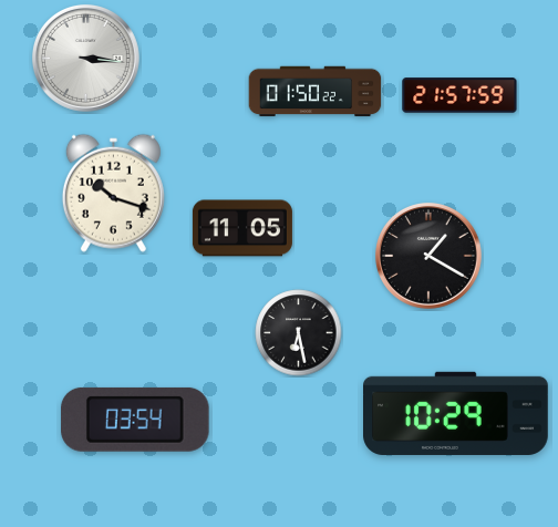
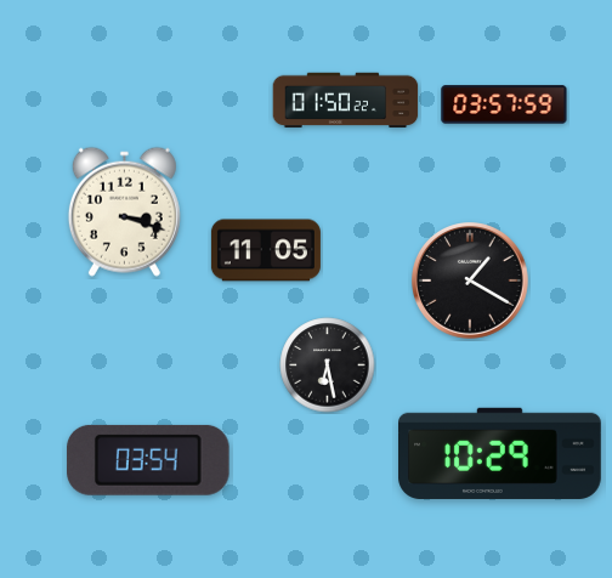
clock at (86, 59): 3:16 -> none
clock at (459, 95): 21:57 -> 03:57
clock at (113, 193): 10:18 -> 3:18
